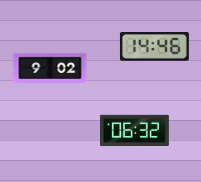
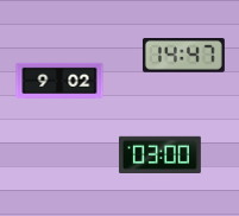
clock at (154, 47): 14:46 -> 14:47
clock at (134, 130): 06:32 -> 03:00
